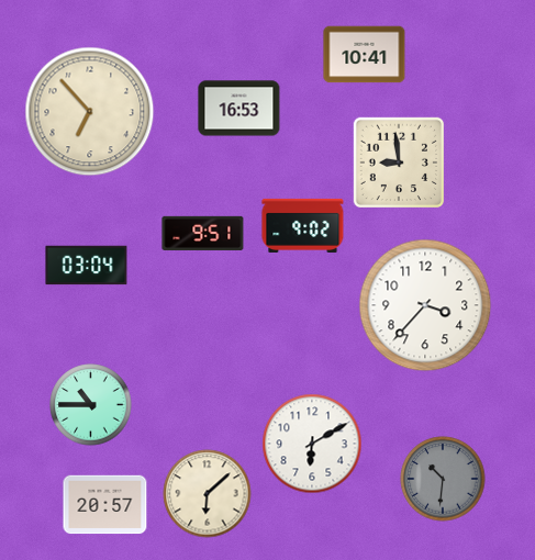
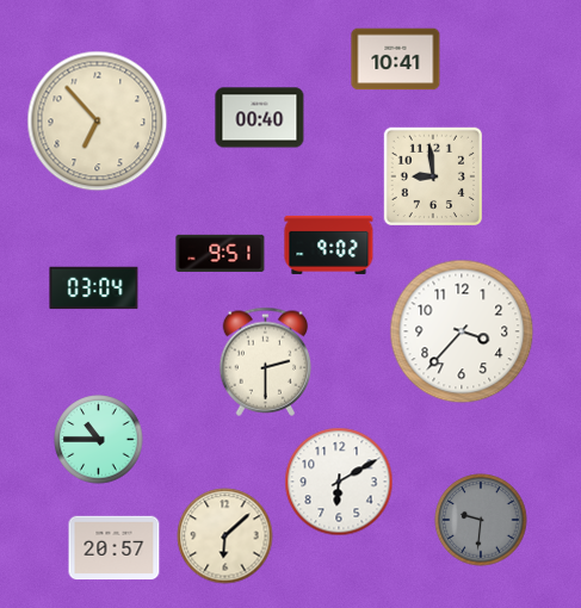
clock at (239, 109): 16:53 -> 00:40
clock at (266, 361): none -> 2:30
clock at (443, 479): 10:31 -> 9:31
